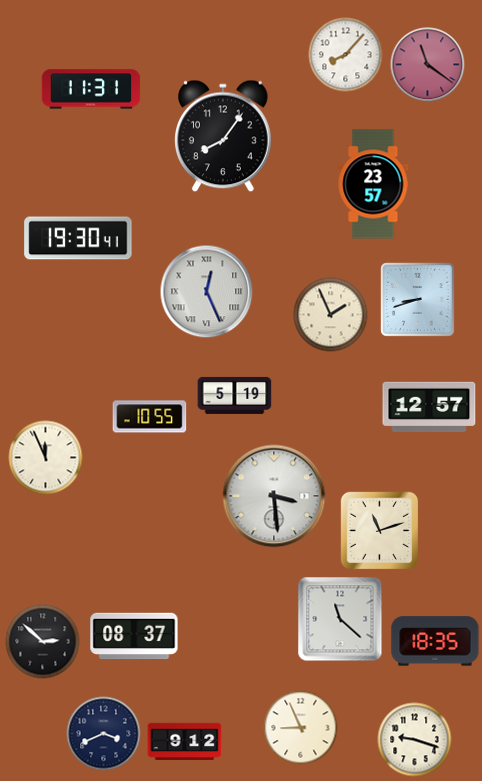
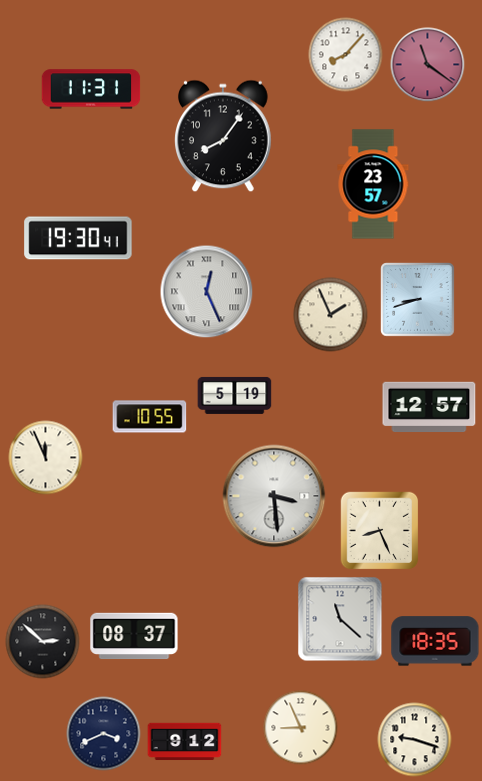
clock at (380, 531): 11:12 -> 8:26
